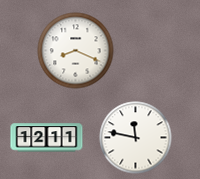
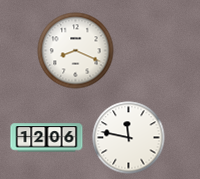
clock at (47, 138): 12:11 -> 12:06
clock at (136, 138) position: (136, 138) -> (129, 138)
